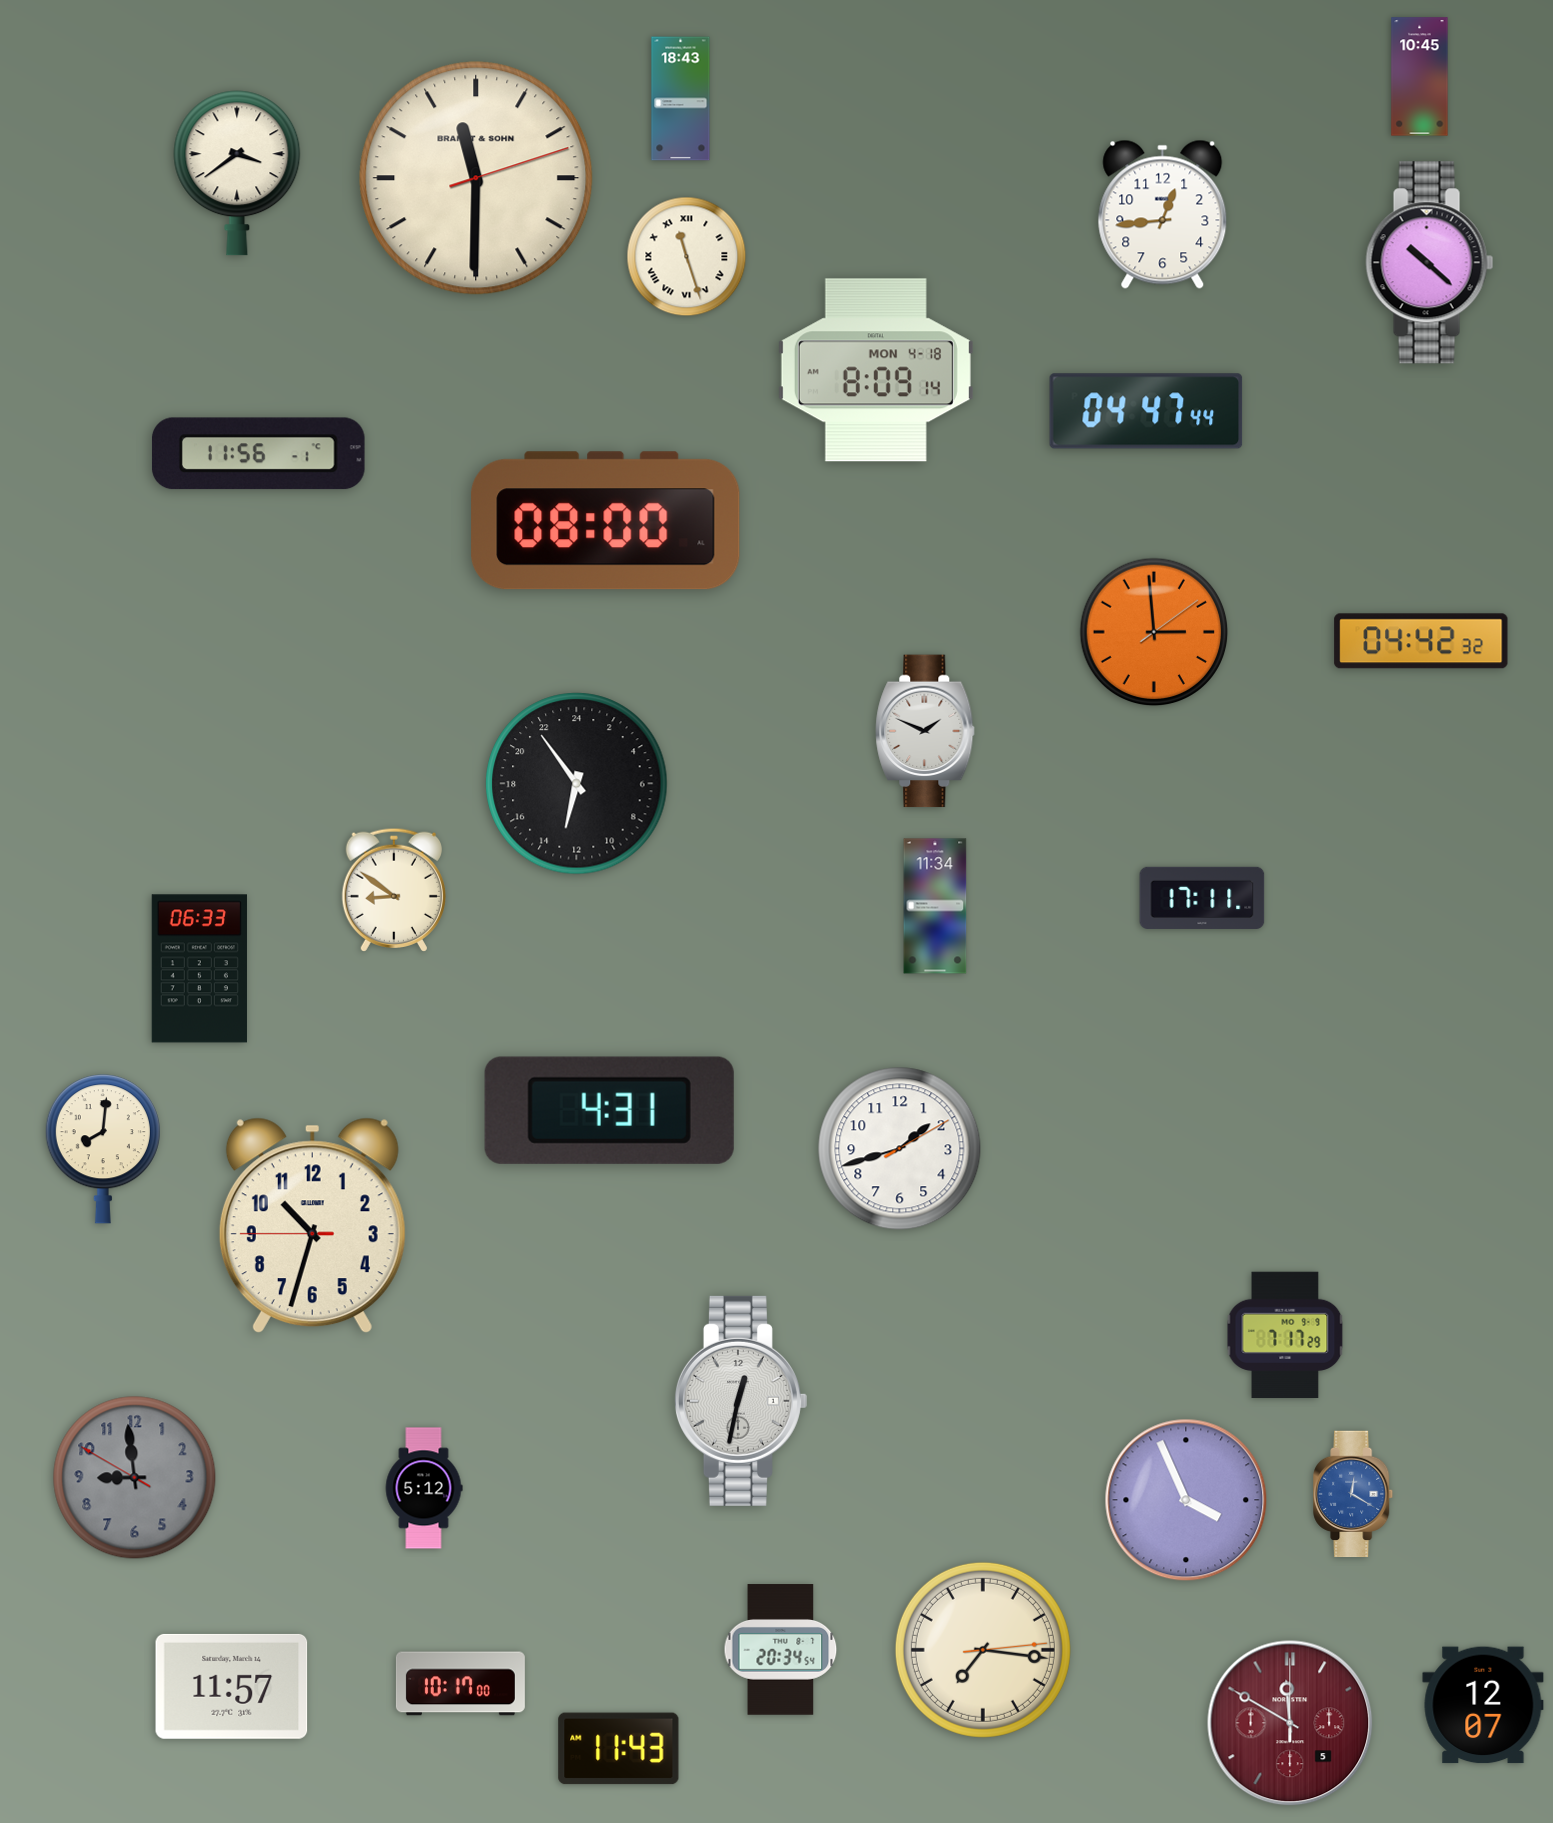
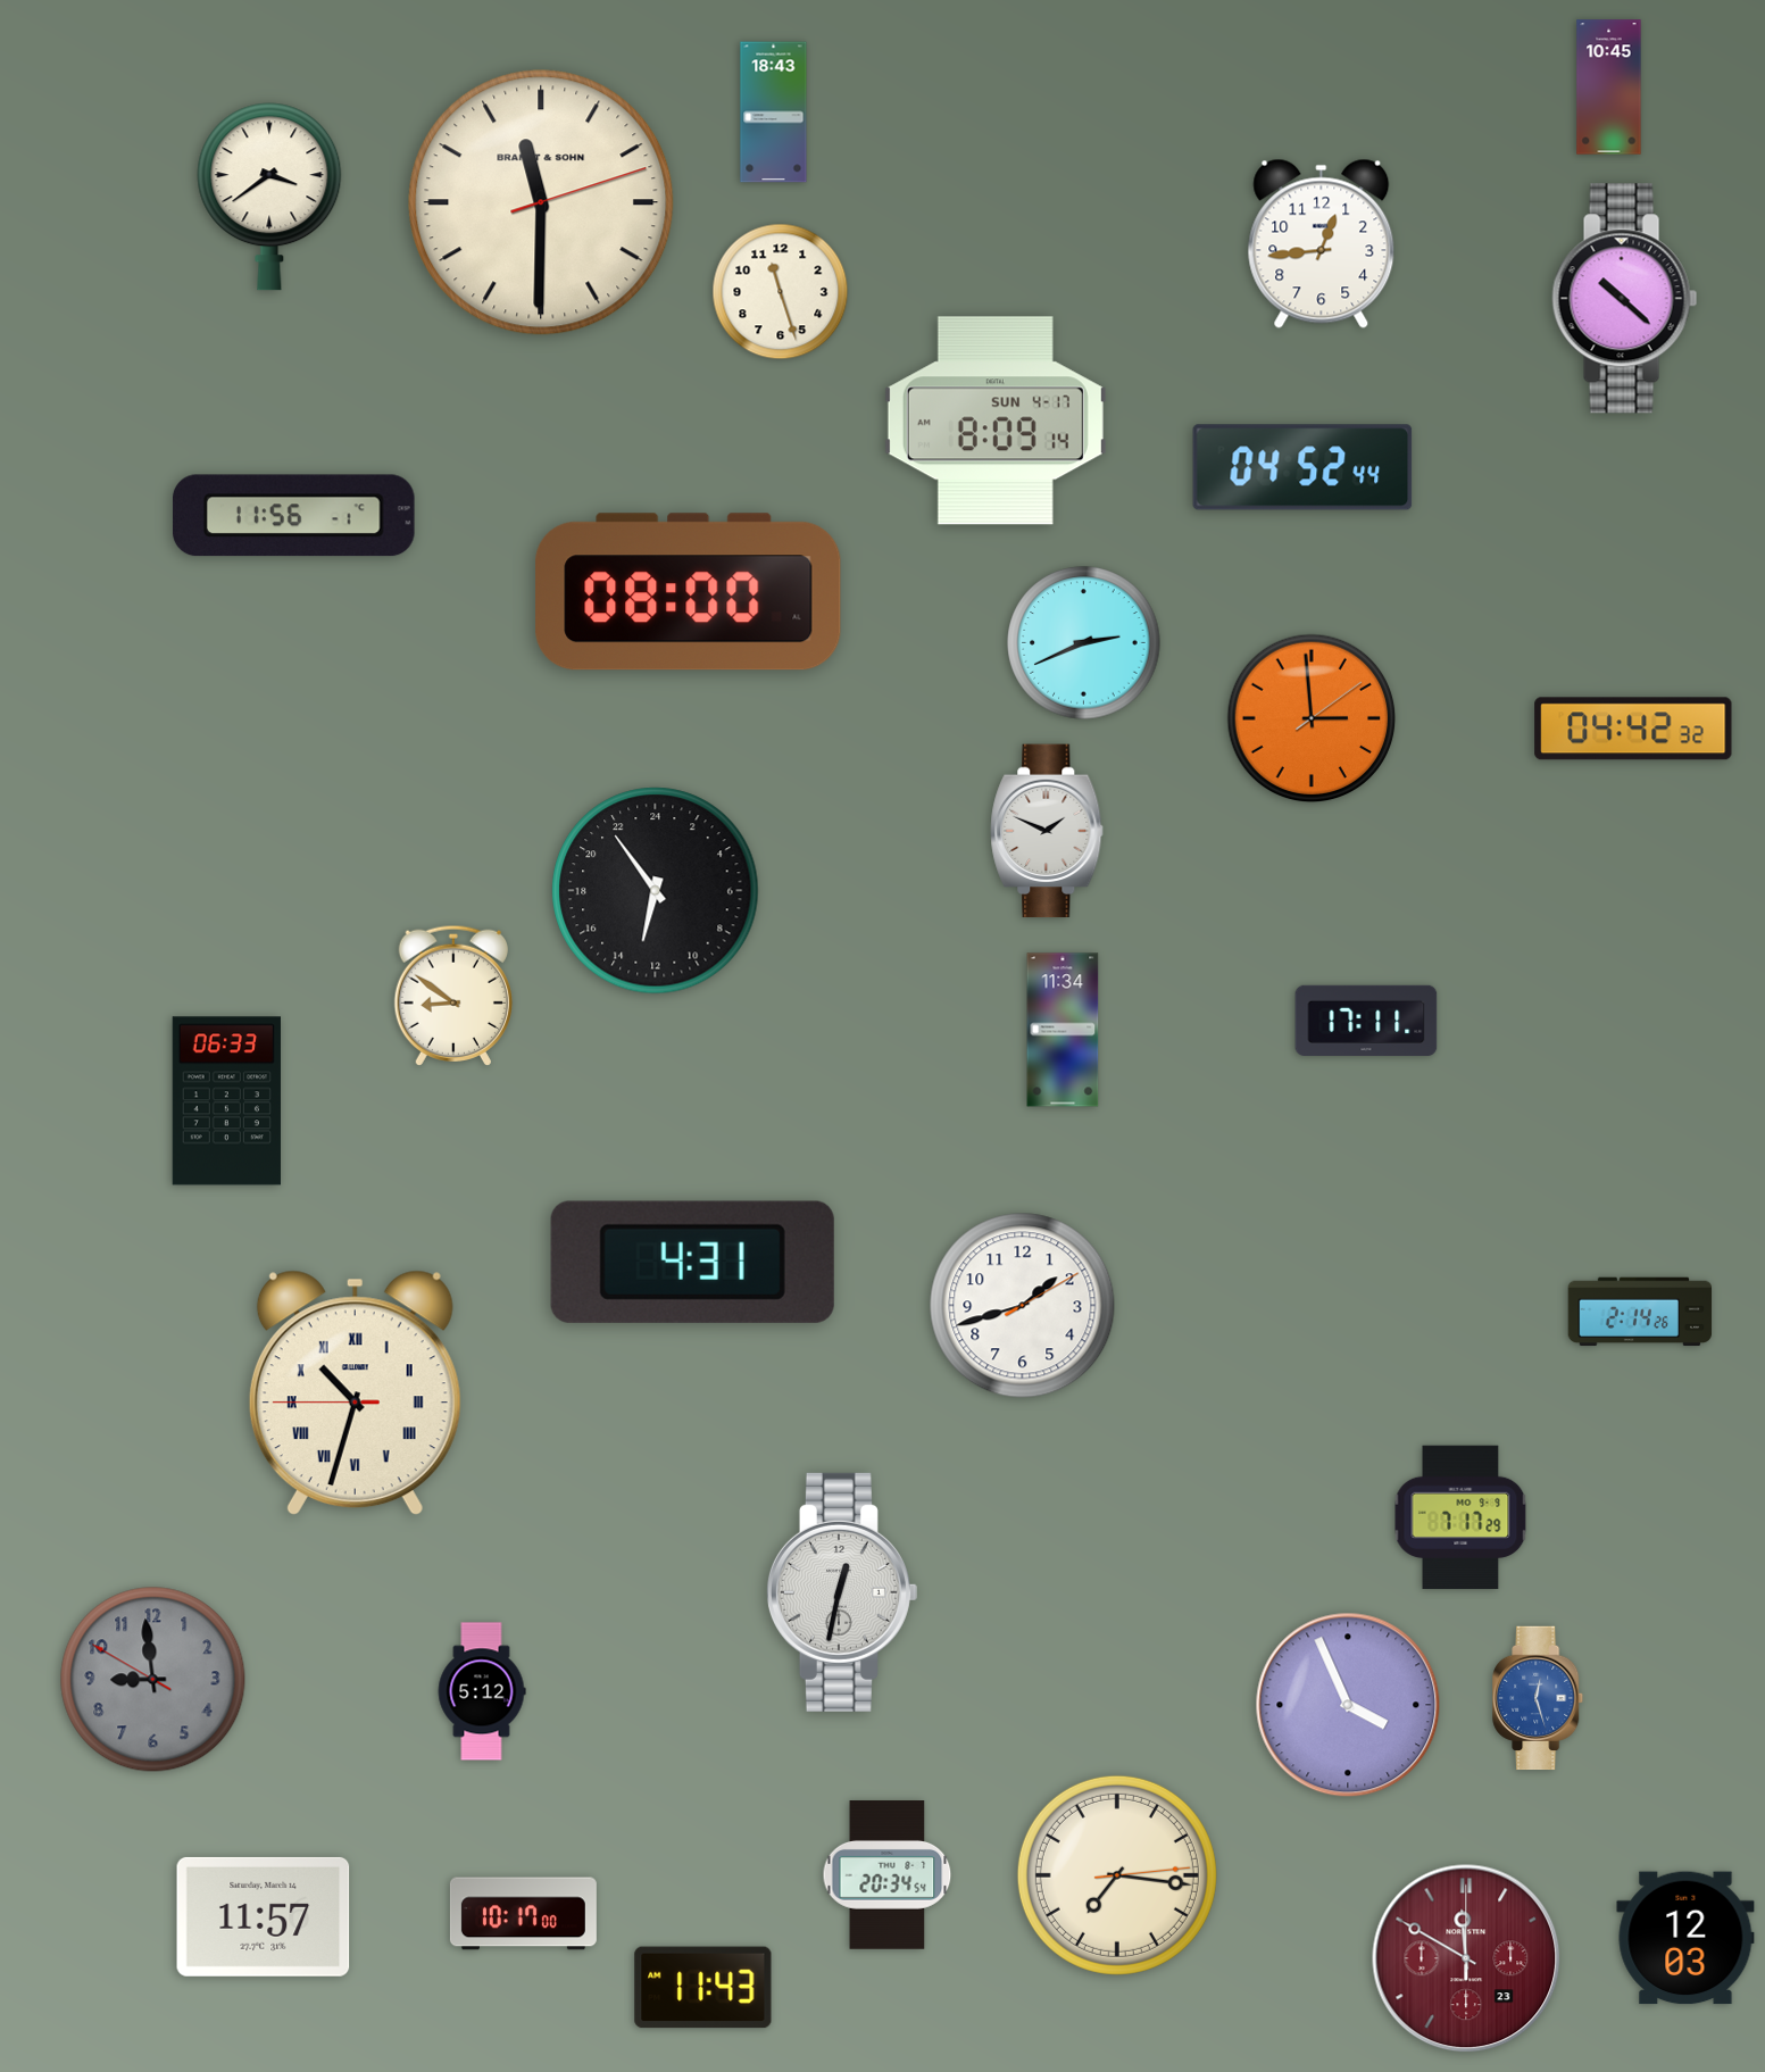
clock at (1420, 77) position: (1420, 77) -> (1609, 88)
clock at (687, 257) numerals: Roman -> Arabic
clock at (876, 370) date: MON 4-18 -> SUN 4-17
clock at (1146, 411): 04:47 -> 04:52
clock at (1084, 643): none -> 2:41
clock at (1421, 641) position: (1421, 641) -> (1633, 729)
clock at (925, 731) position: (925, 731) -> (1047, 831)
clock at (393, 890) position: (393, 890) -> (452, 996)
clock at (103, 1149): 8:01 -> none
clock at (1640, 1312): none -> 2:14
clock at (312, 1226) numerals: Arabic -> Roman
clock at (1354, 1494): 12:20 -> 12:27
clock at (1483, 1705): 12:07 -> 12:03
clock at (1290, 1723) date: 5 -> 23
